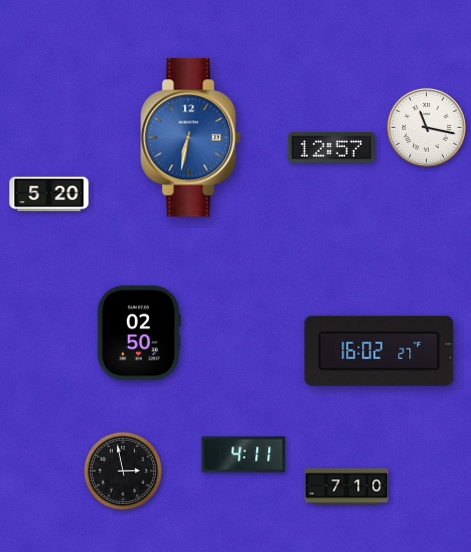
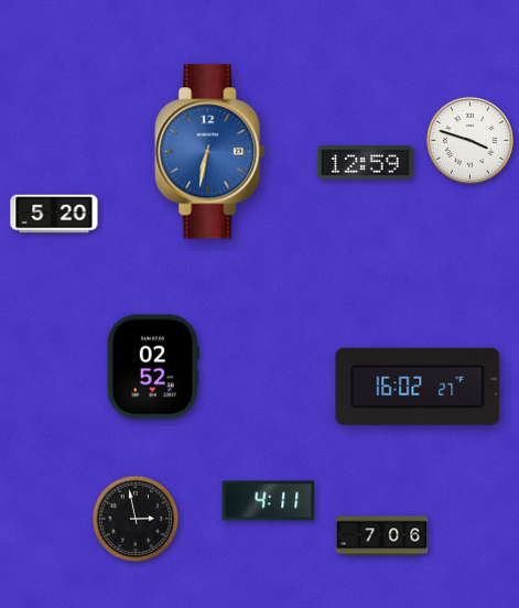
clock at (426, 127): 11:17 -> 3:48
clock at (331, 148): 12:57 -> 12:59
clock at (139, 333): 02:50 -> 02:52
clock at (347, 487): 7:10 -> 7:06
